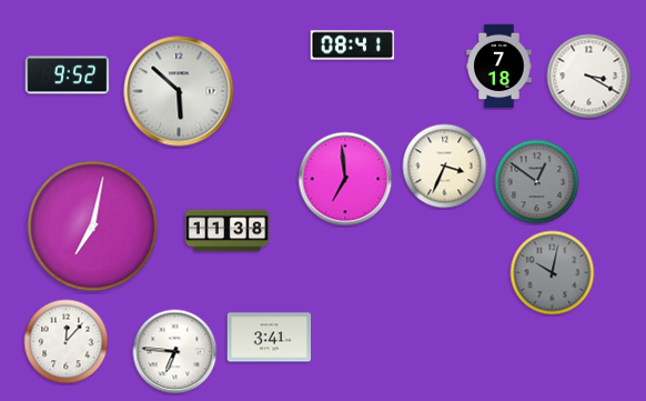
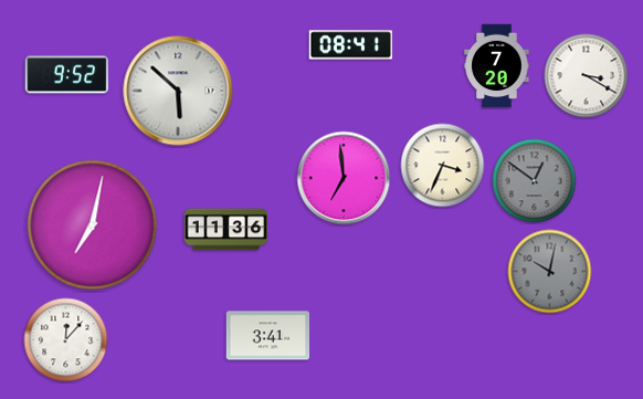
clock at (499, 67): 7:18 -> 7:20
clock at (228, 231): 11:38 -> 11:36
clock at (175, 352): 6:46 -> none
